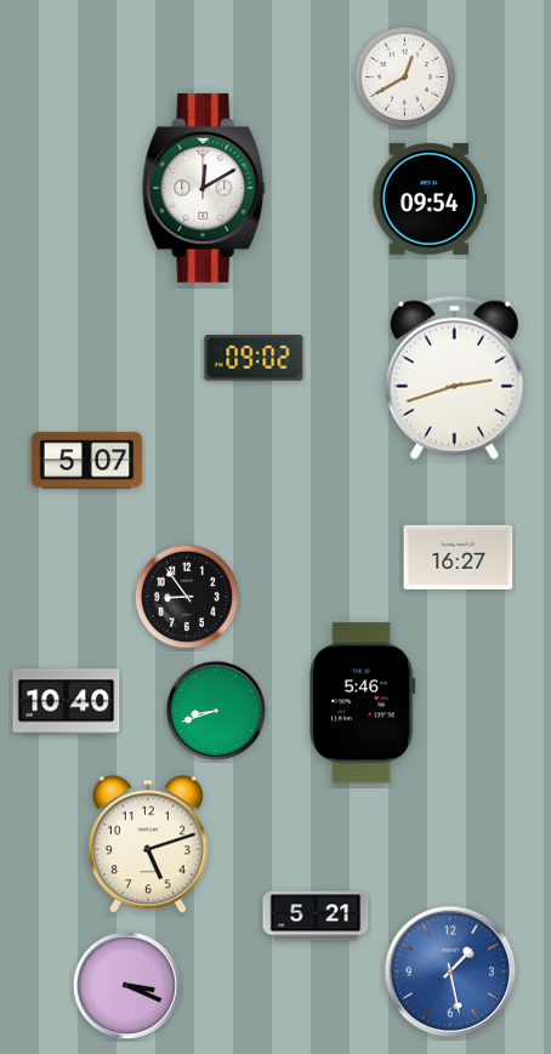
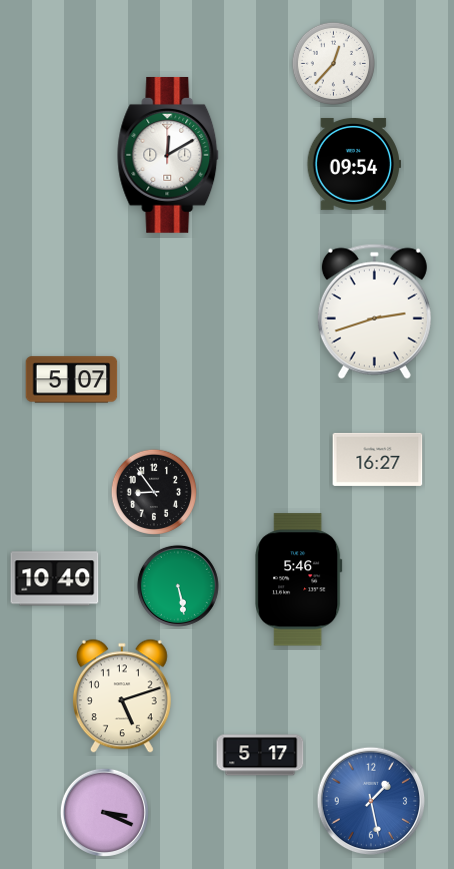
clock at (404, 76): 12:40 -> 12:37
clock at (254, 358): 09:02 -> none
clock at (216, 711): 8:42 -> 5:28
clock at (316, 916): 5:21 -> 5:17
